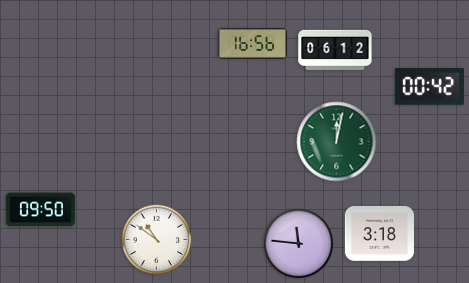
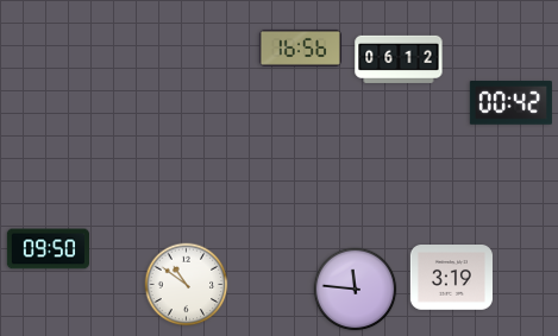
clock at (252, 43) position: (252, 43) -> (300, 47)
clock at (337, 142): 12:02 -> none
clock at (379, 234): 3:18 -> 3:19
